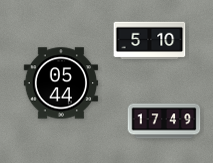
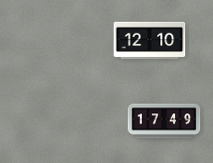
clock at (150, 41): 5:10 -> 12:10
clock at (61, 83): 05:44 -> none
